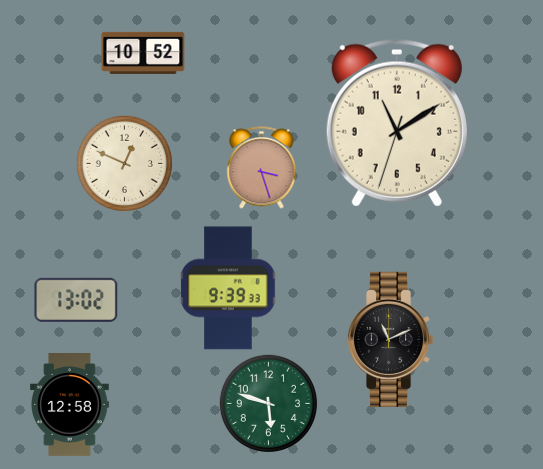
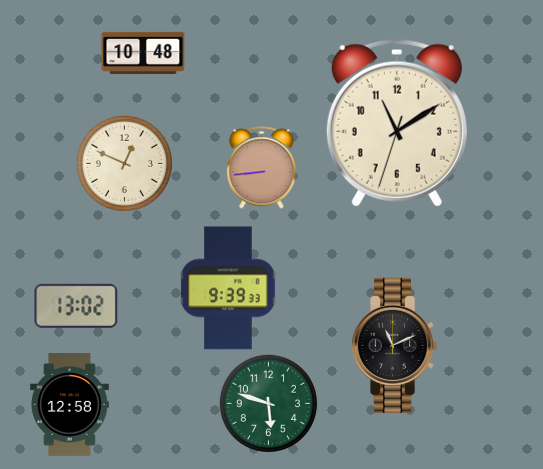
clock at (143, 53): 10:52 -> 10:48
clock at (262, 168): 3:27 -> 8:44
clock at (76, 300) position: (76, 300) -> (76, 306)
clock at (390, 339) position: (390, 339) -> (394, 345)
